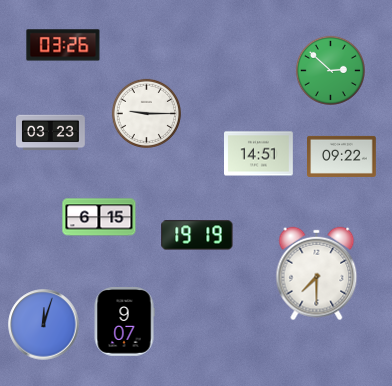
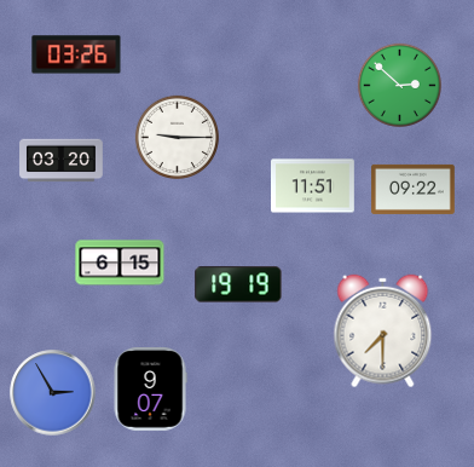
clock at (51, 133): 03:23 -> 03:20
clock at (259, 154): 14:51 -> 11:51
clock at (44, 325): 12:03 -> 2:55
